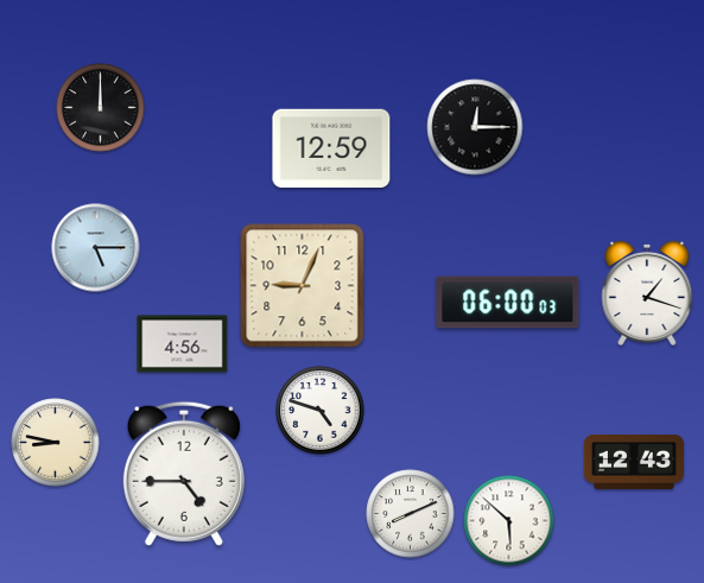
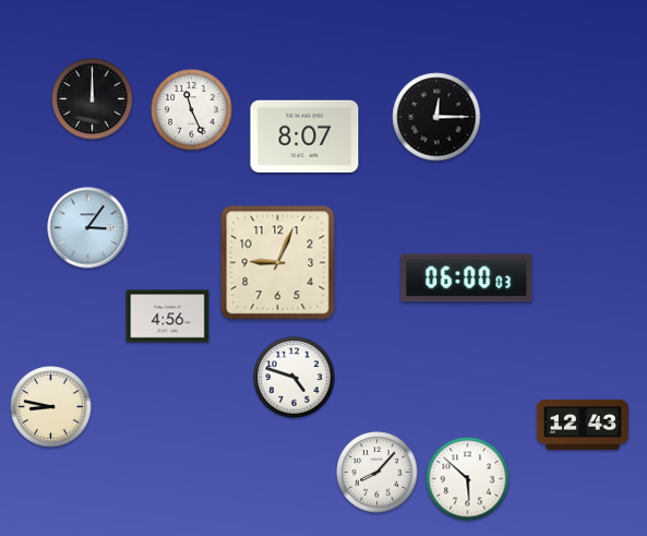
clock at (192, 110): none -> 11:26
clock at (331, 147): 12:59 -> 8:07
clock at (96, 248): 5:15 -> 3:06
clock at (647, 293): 1:18 -> none
clock at (184, 474): 4:45 -> none
clock at (411, 514): 8:11 -> 8:07
